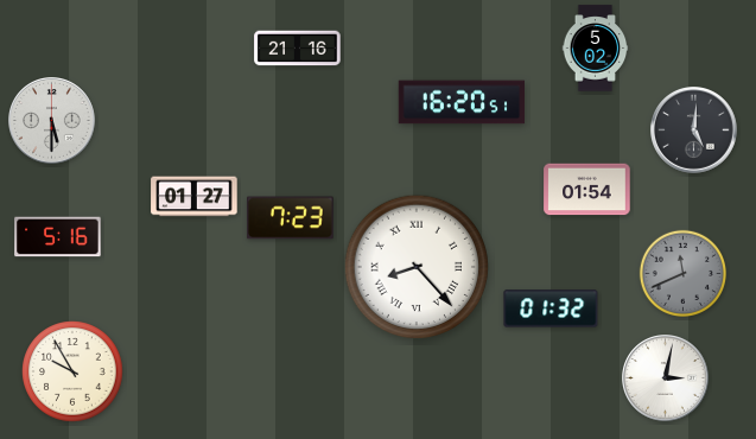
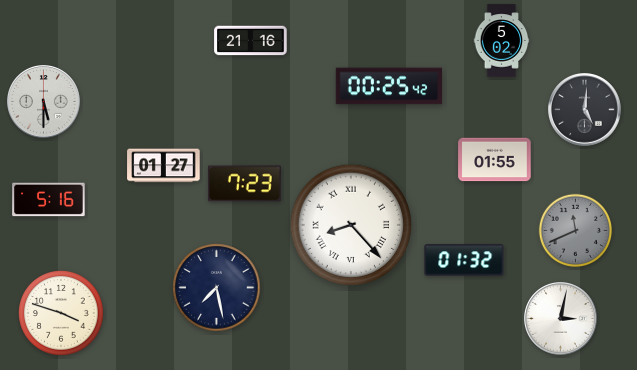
clock at (462, 102): 16:20 -> 00:25
clock at (587, 190): 01:54 -> 01:55
clock at (217, 288): none -> 7:28
clock at (72, 371): 9:55 -> 3:48
